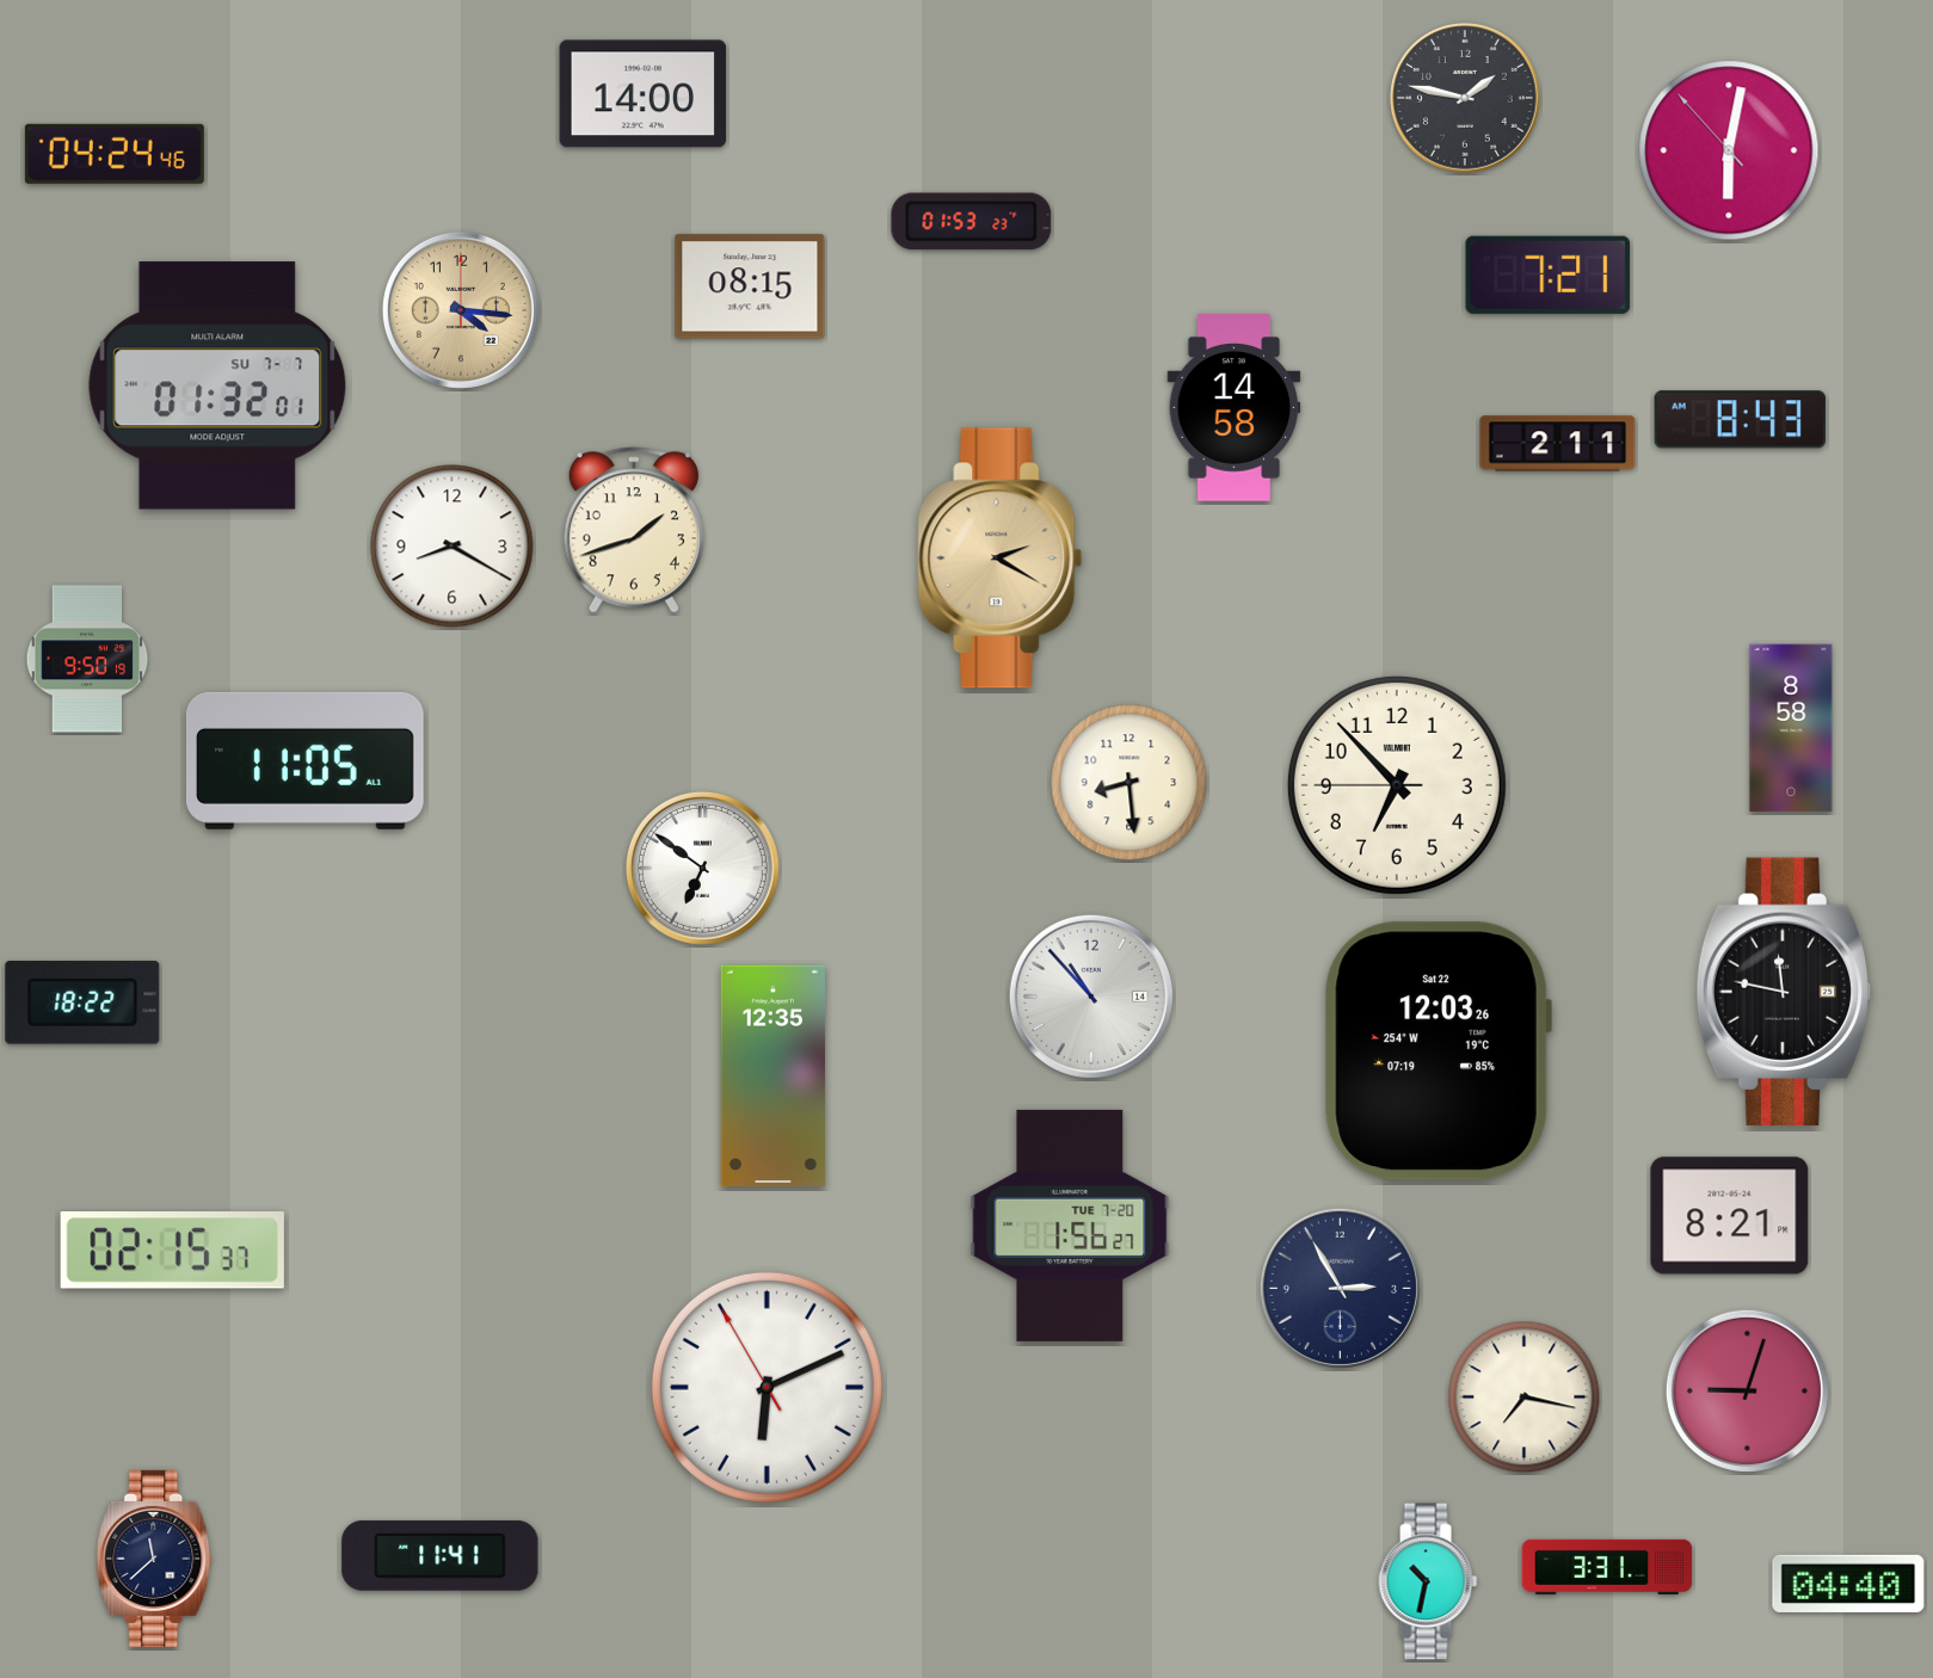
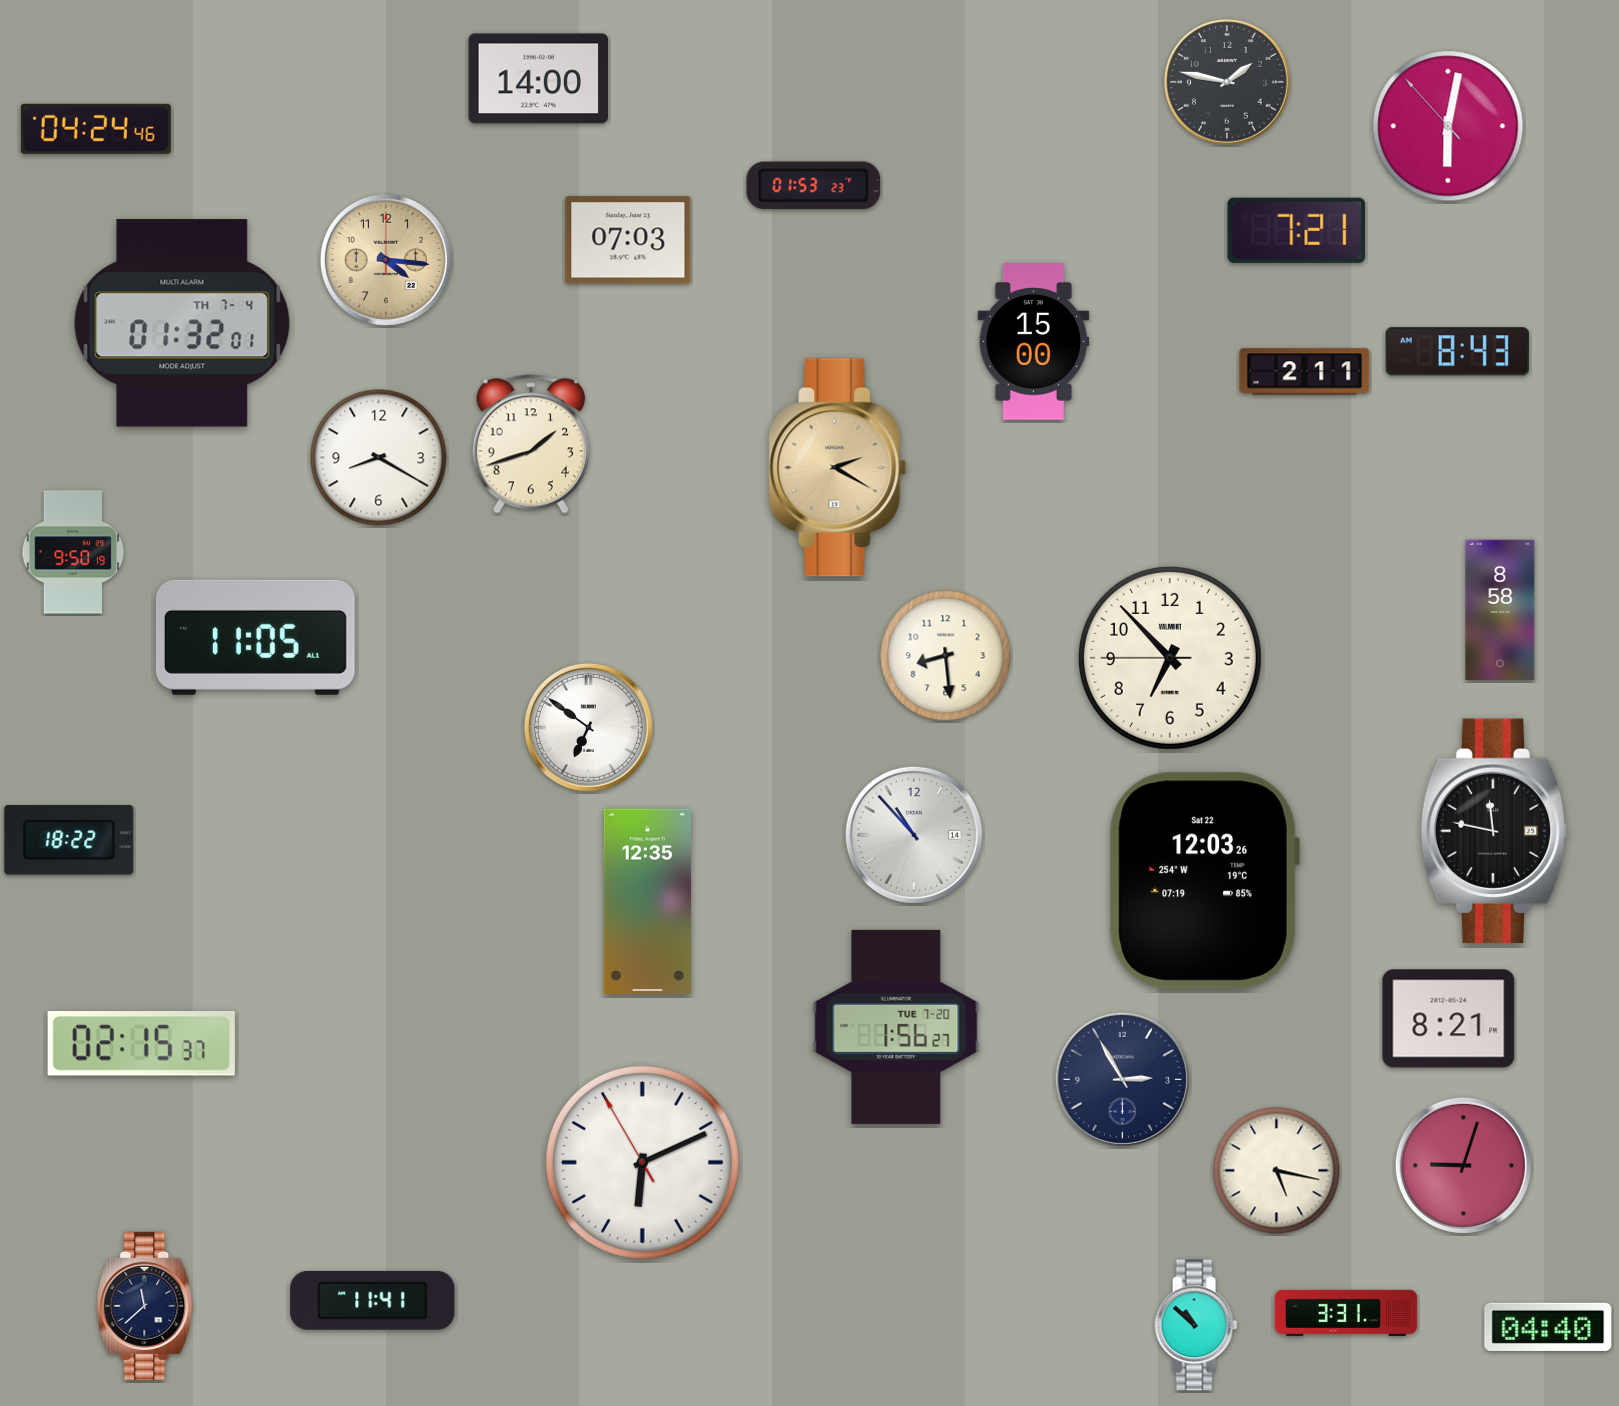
clock at (750, 286): 08:15 -> 07:03
clock at (217, 385) date: SU 7-7 -> TH 7-4
clock at (1235, 408): 14:58 -> 15:00
clock at (172, 1250) position: (172, 1250) -> (141, 1043)
clock at (1525, 1398): 7:17 -> 5:17
clock at (441, 1555) position: (441, 1555) -> (373, 1300)
clock at (154, 1559) position: (154, 1559) -> (145, 1306)
clock at (1428, 1581): 10:32 -> 10:52
